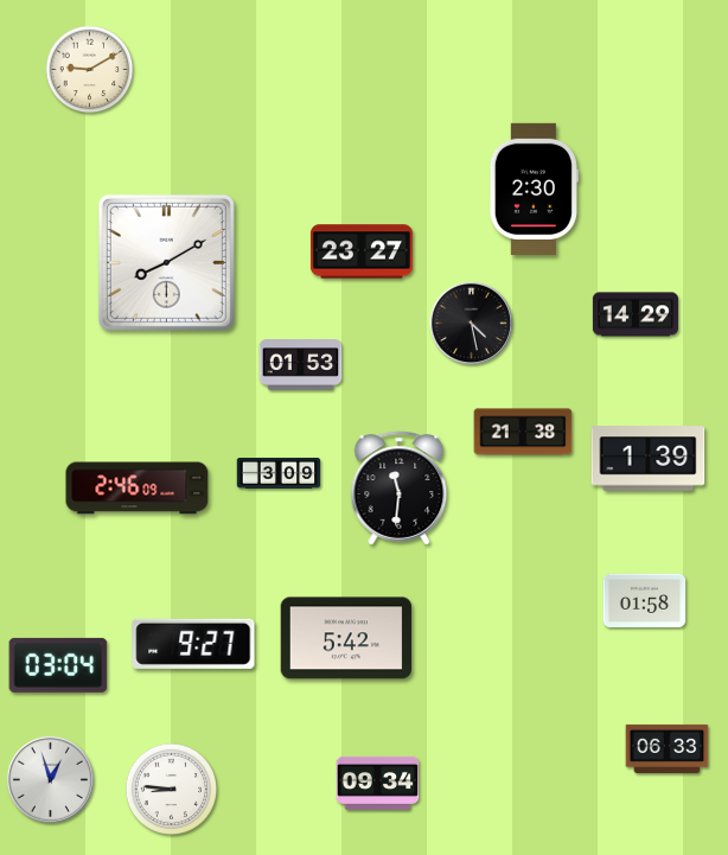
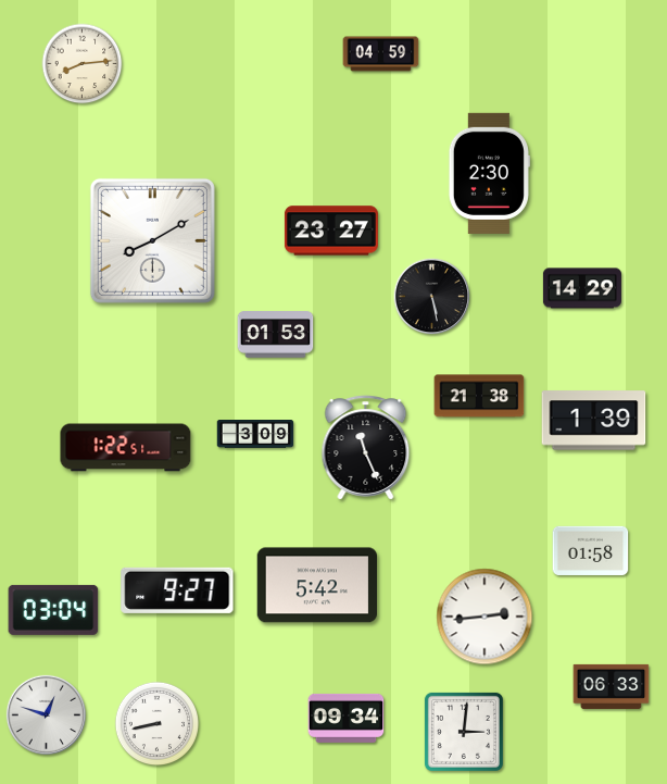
clock at (381, 54): none -> 04:59
clock at (90, 70): 9:10 -> 8:14
clock at (472, 324): 4:28 -> 5:28
clock at (138, 489): 2:46 -> 1:22
clock at (400, 489): 11:31 -> 11:26
clock at (484, 617): none -> 2:44
clock at (50, 779): 12:57 -> 12:48
clock at (171, 789): 8:46 -> 8:43
clock at (464, 732): none -> 3:01
